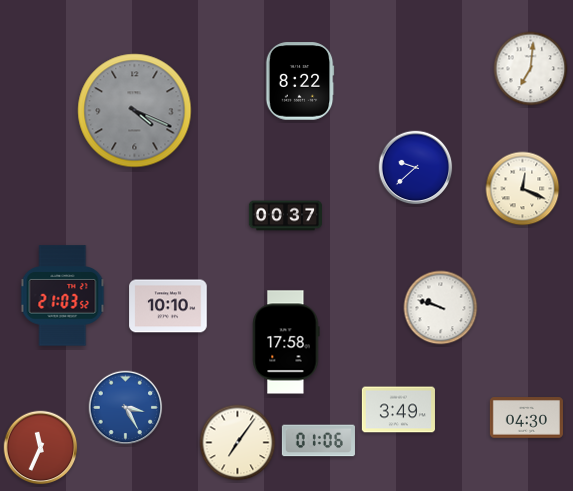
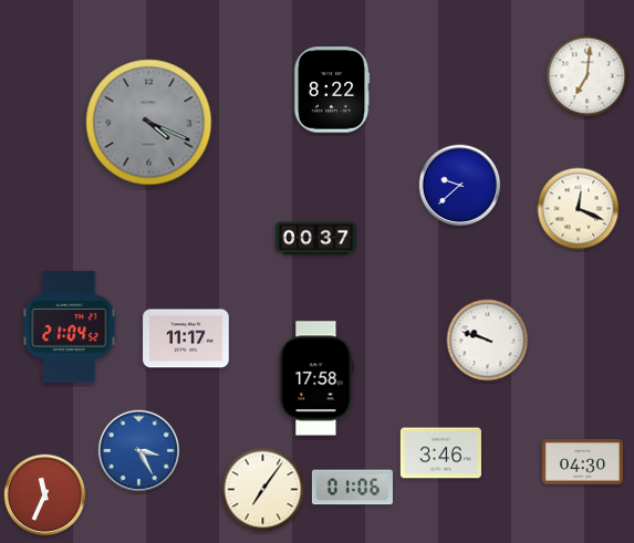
clock at (63, 296): 21:03 -> 21:04
clock at (168, 306): 10:10 -> 11:17
clock at (398, 410): 3:49 -> 3:46
